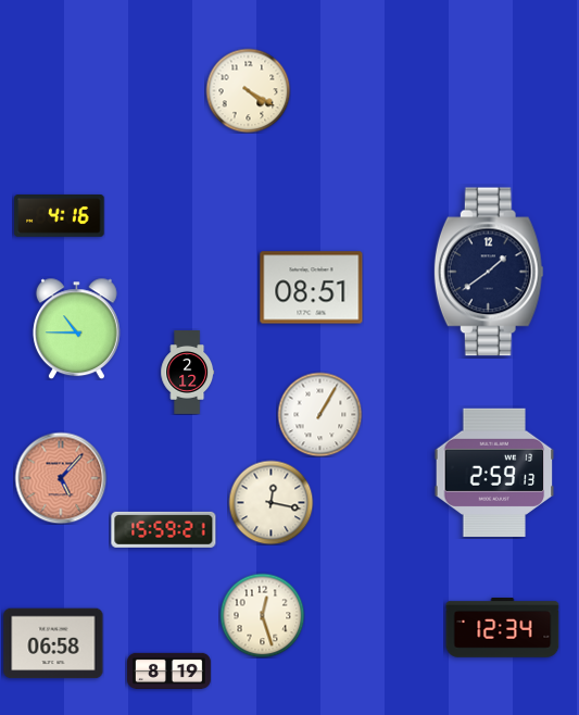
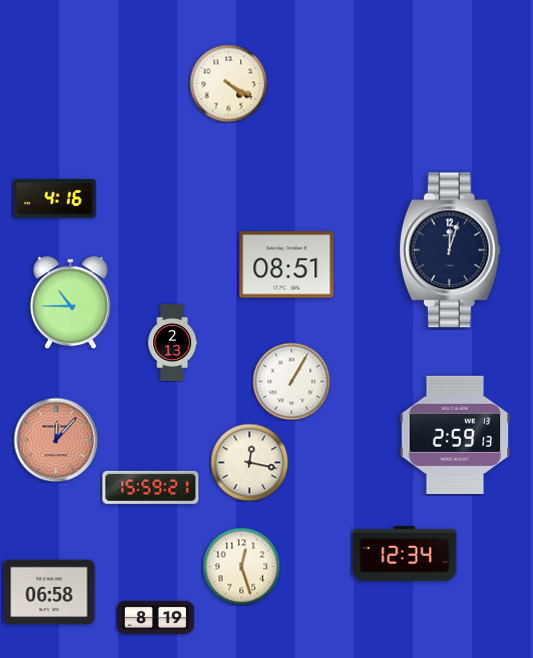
clock at (489, 272): 1:39 -> 12:03
clock at (188, 373): 2:12 -> 2:13
clock at (319, 414) position: (319, 414) -> (291, 381)
clock at (61, 478): 5:07 -> 12:07
clock at (503, 628) position: (503, 628) -> (405, 554)
